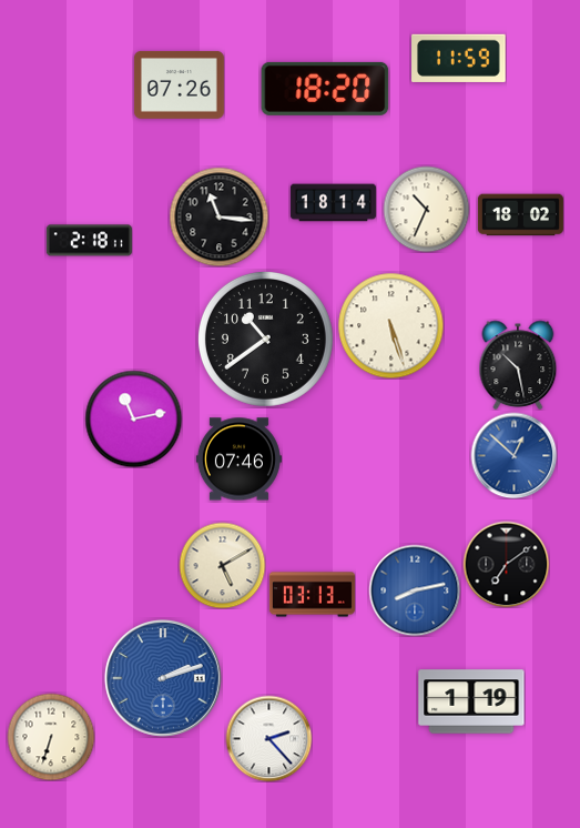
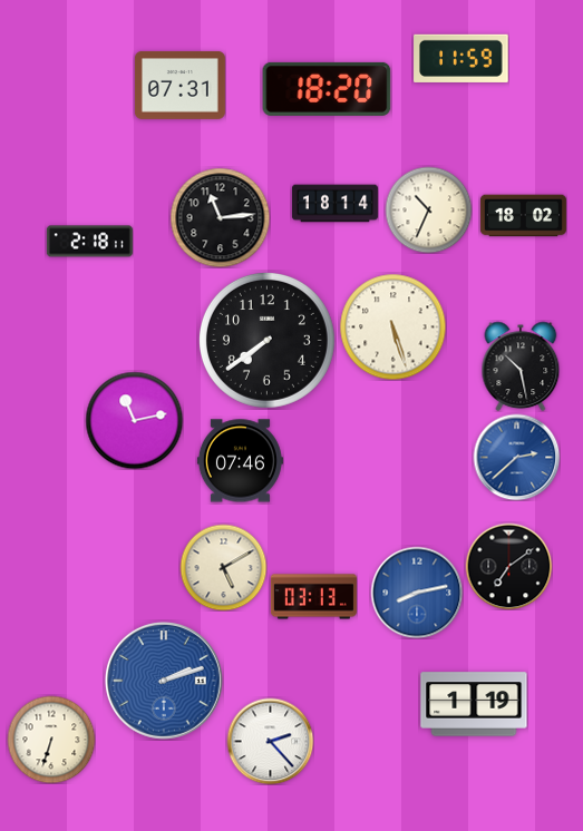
clock at (179, 84): 07:26 -> 07:31
clock at (218, 216): 11:16 -> 11:14
clock at (265, 339): 10:39 -> 7:39
clock at (513, 455): 12:52 -> 2:38
